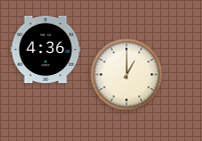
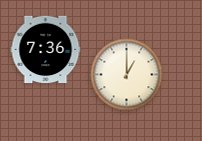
clock at (46, 50): 4:36 -> 7:36
